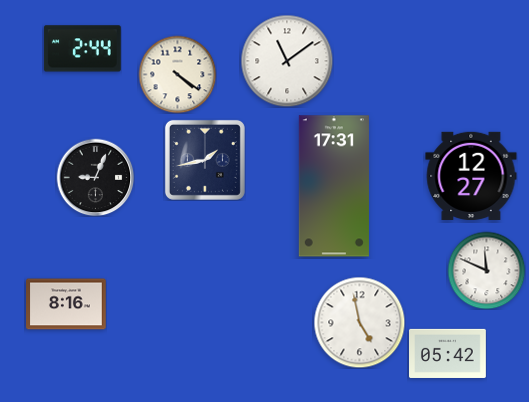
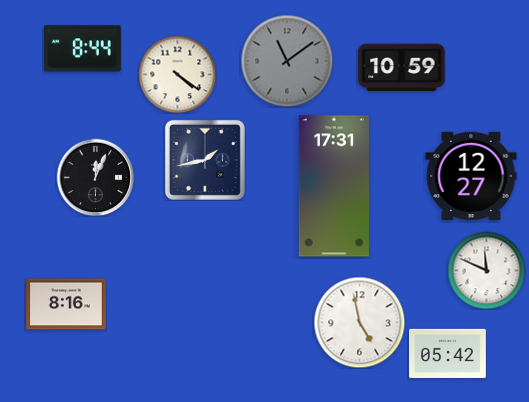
clock at (82, 49): 2:44 -> 8:44
clock at (287, 61) dial: white -> grey
clock at (402, 68): none -> 10:59
clock at (95, 177): 9:04 -> 12:04
